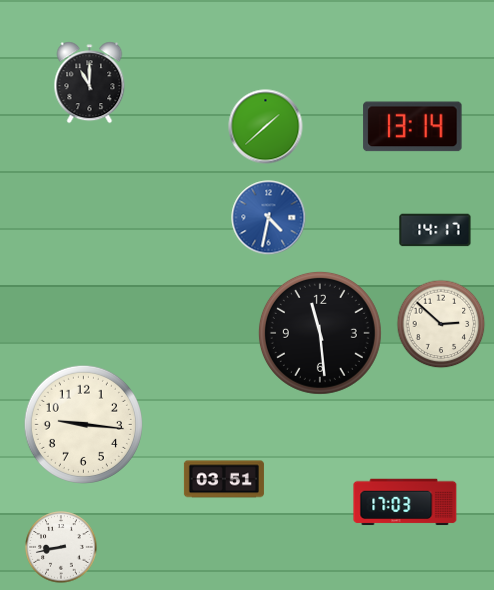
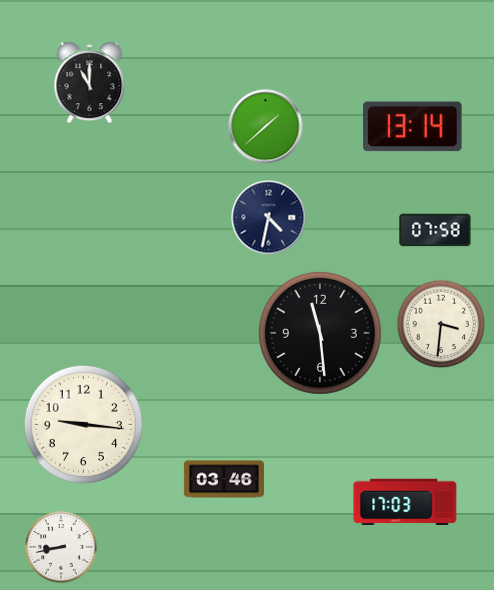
clock at (269, 218) dial: blue -> navy
clock at (435, 230): 14:17 -> 07:58
clock at (441, 324): 2:52 -> 3:31
clock at (224, 479): 03:51 -> 03:46
